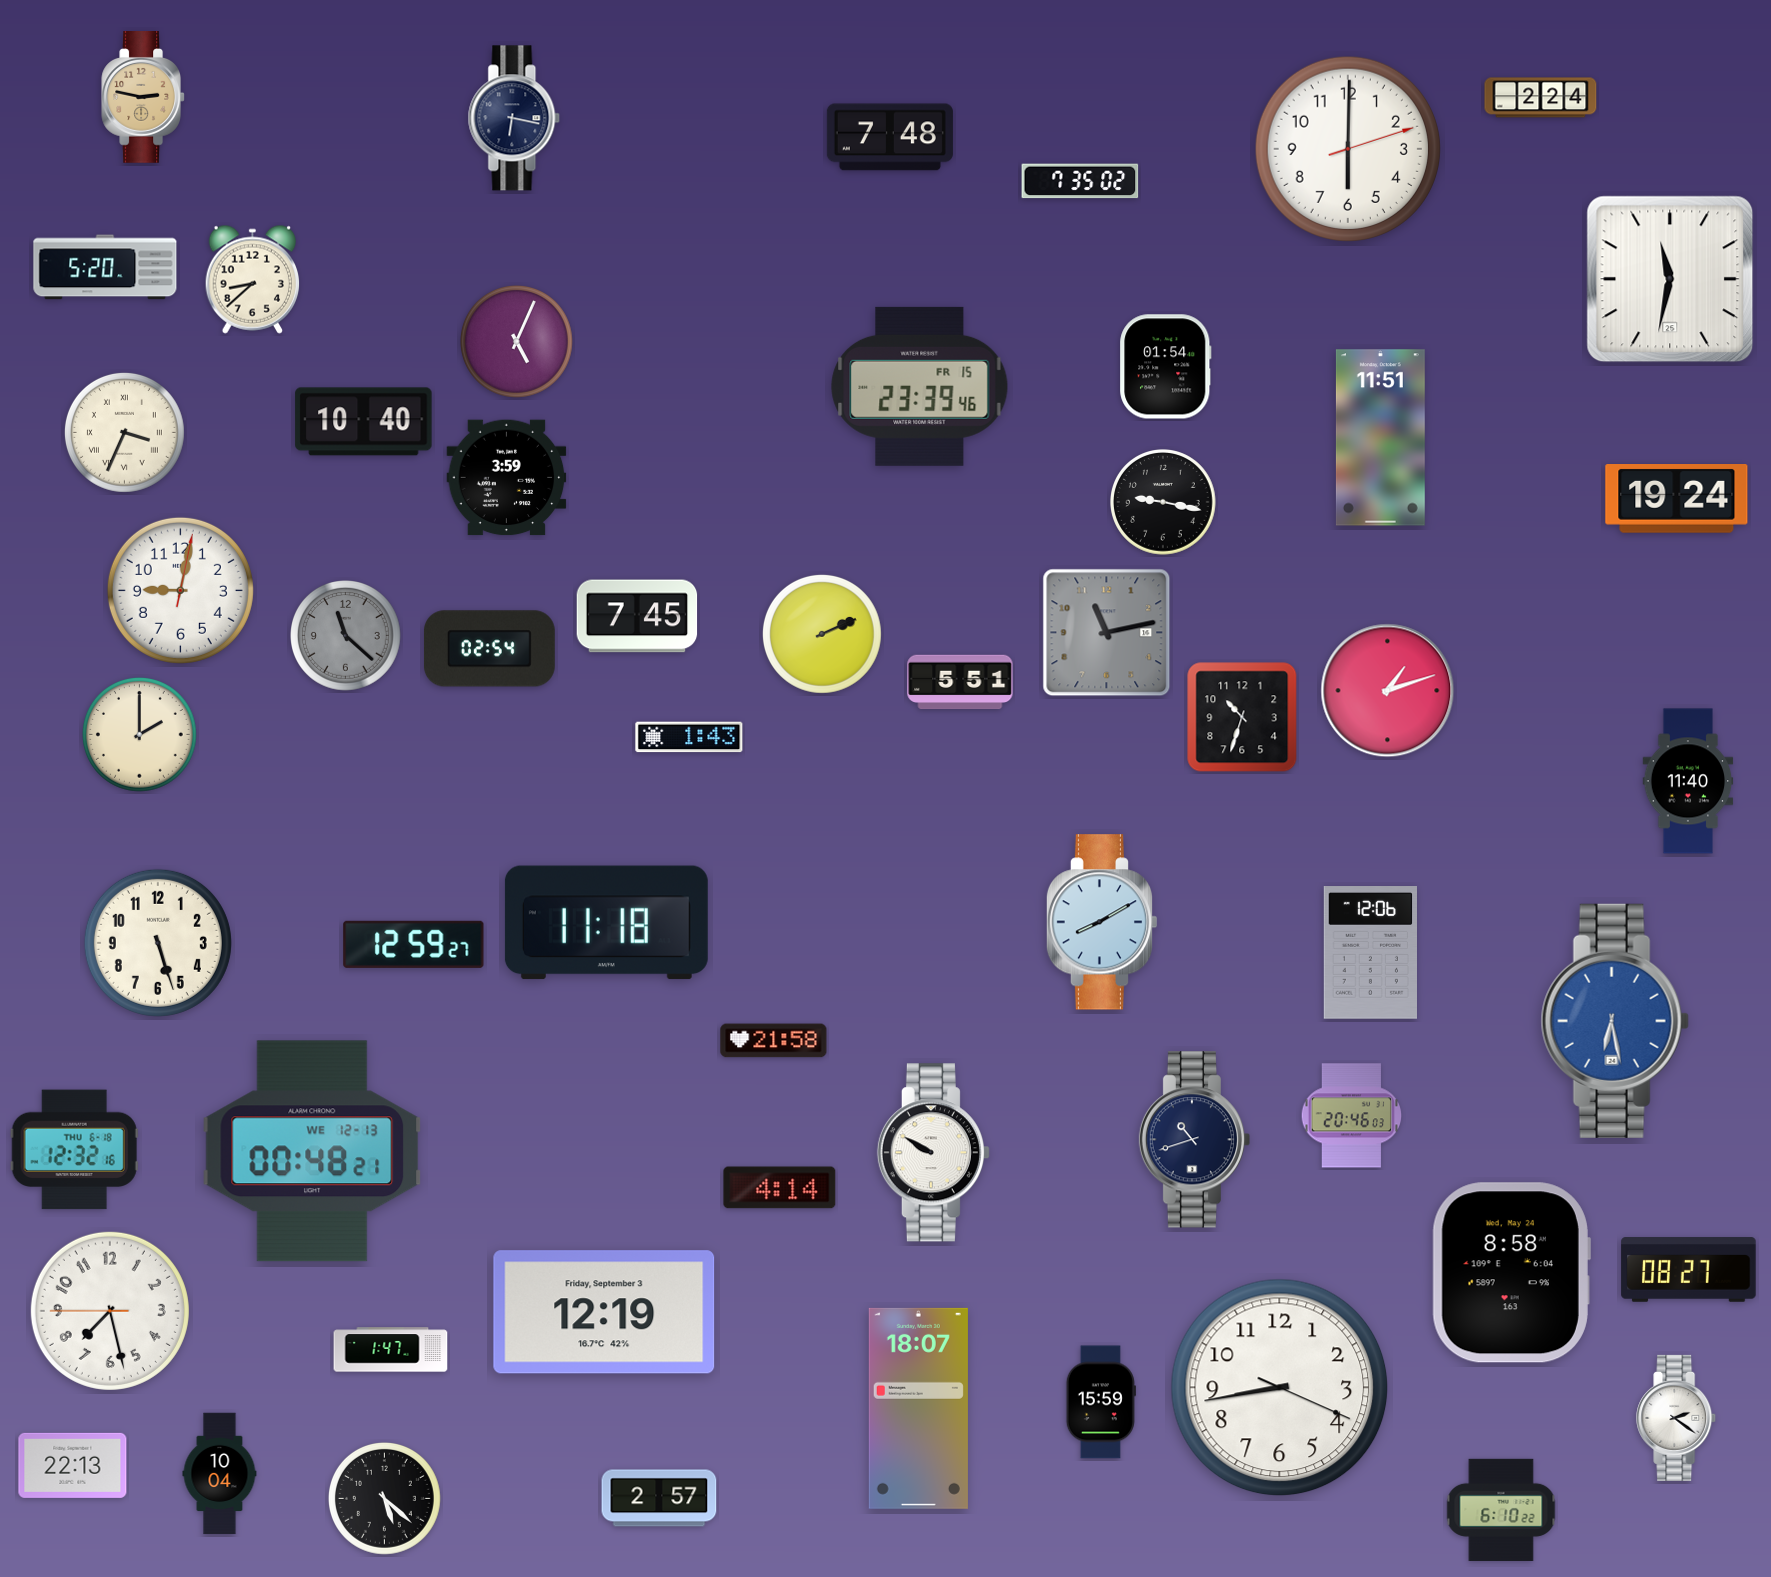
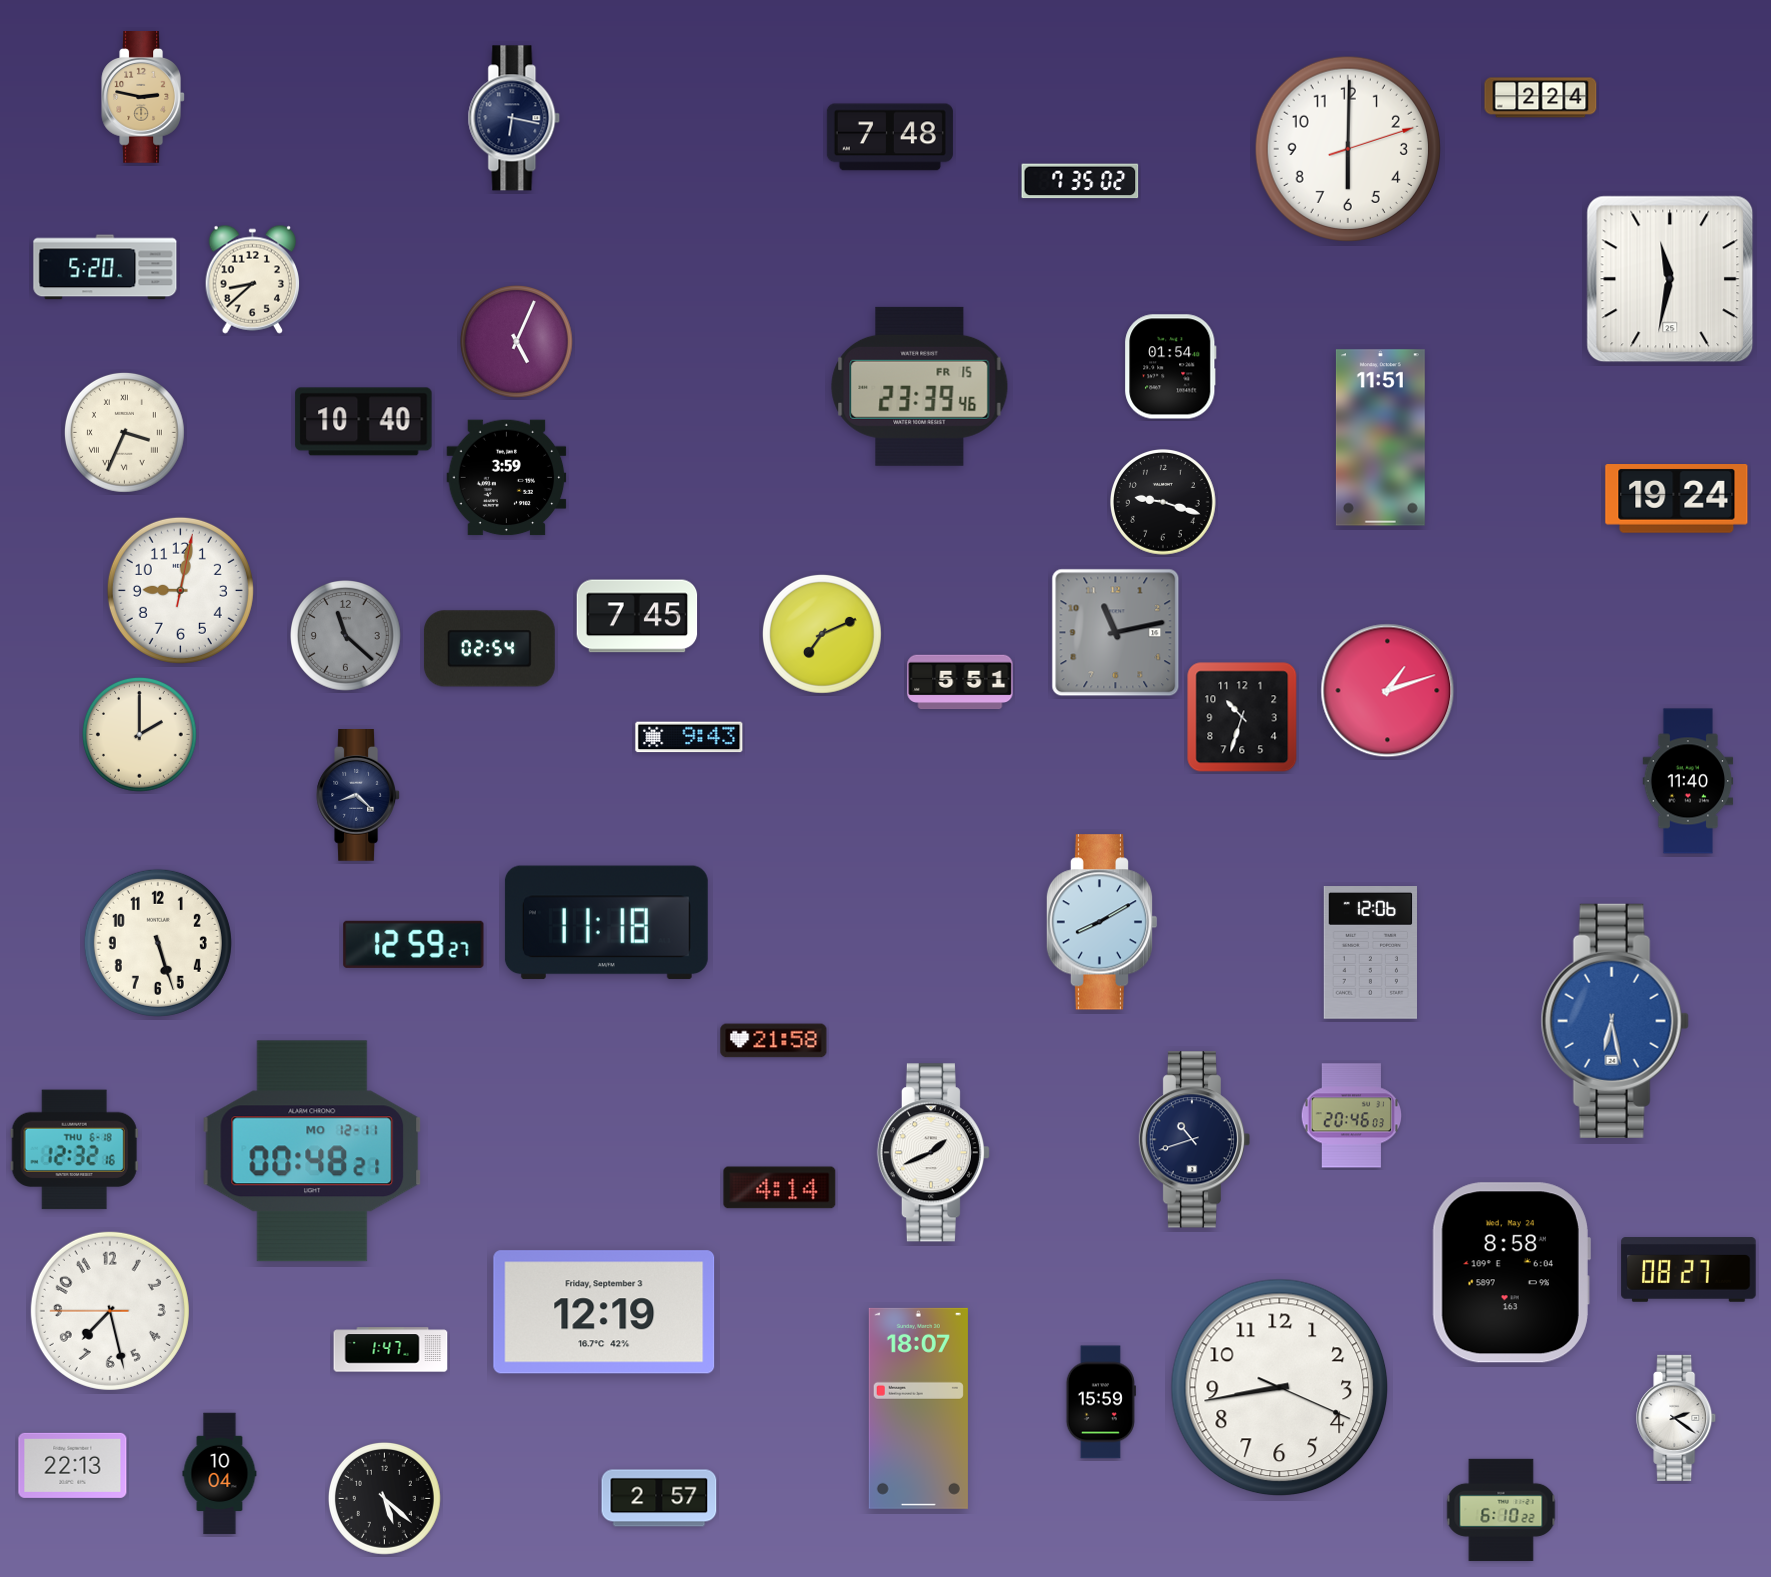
clock at (1166, 367) position: (1166, 367) -> (1171, 367)
clock at (1164, 503): 9:17 -> 9:18
clock at (1107, 633) position: (1107, 633) -> (1116, 633)
clock at (822, 634): 2:11 -> 7:11
clock at (689, 737): 1:43 -> 9:43
clock at (358, 796): none -> 8:22
clock at (312, 1151) date: WE 12-13 -> MO 12-11
clock at (933, 1153): 9:50 -> 1:41
